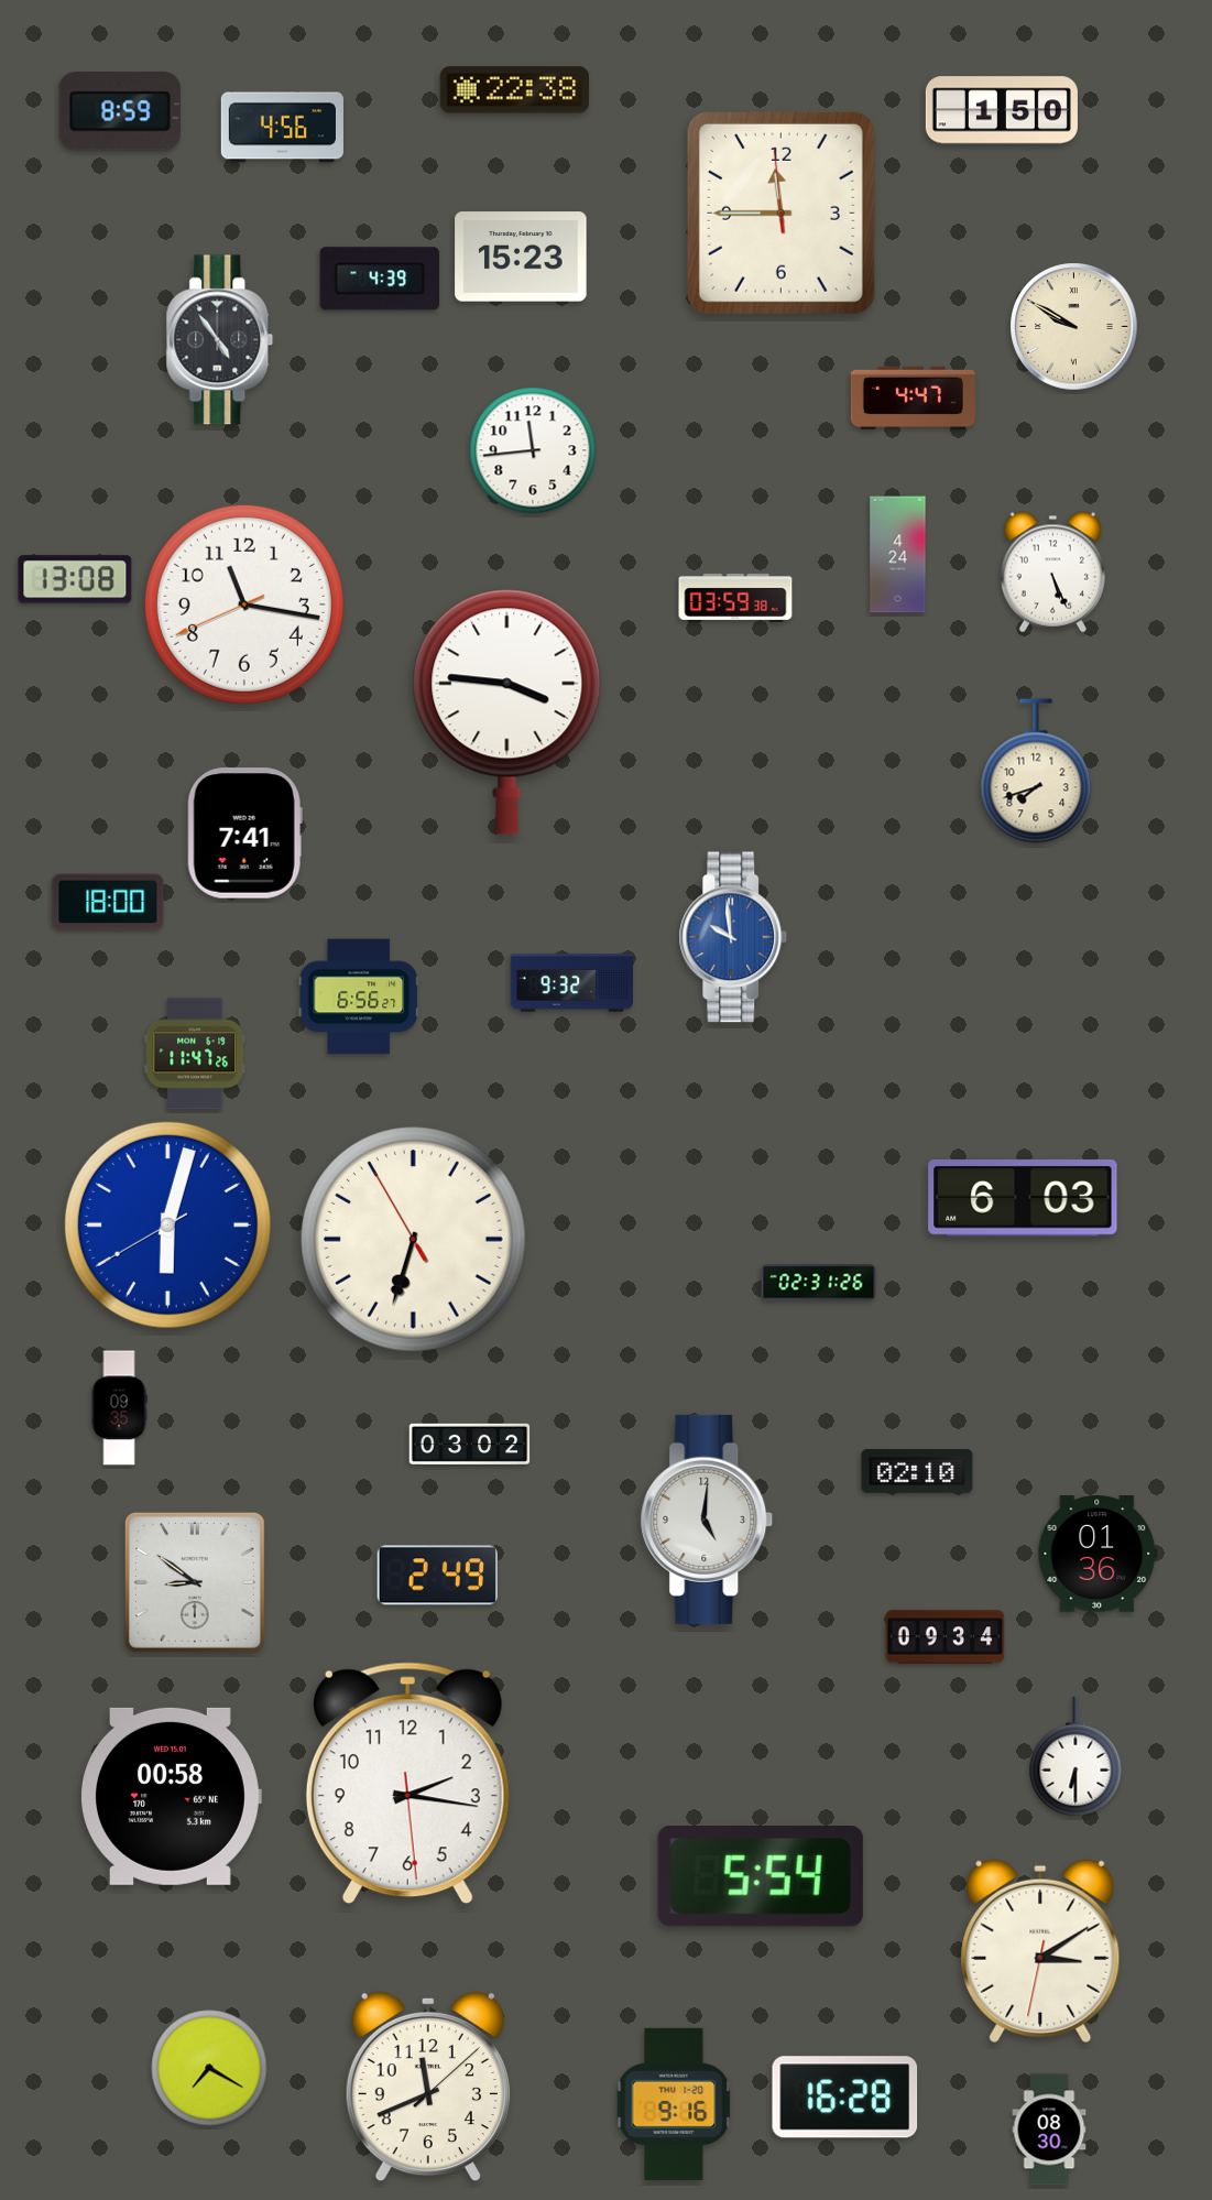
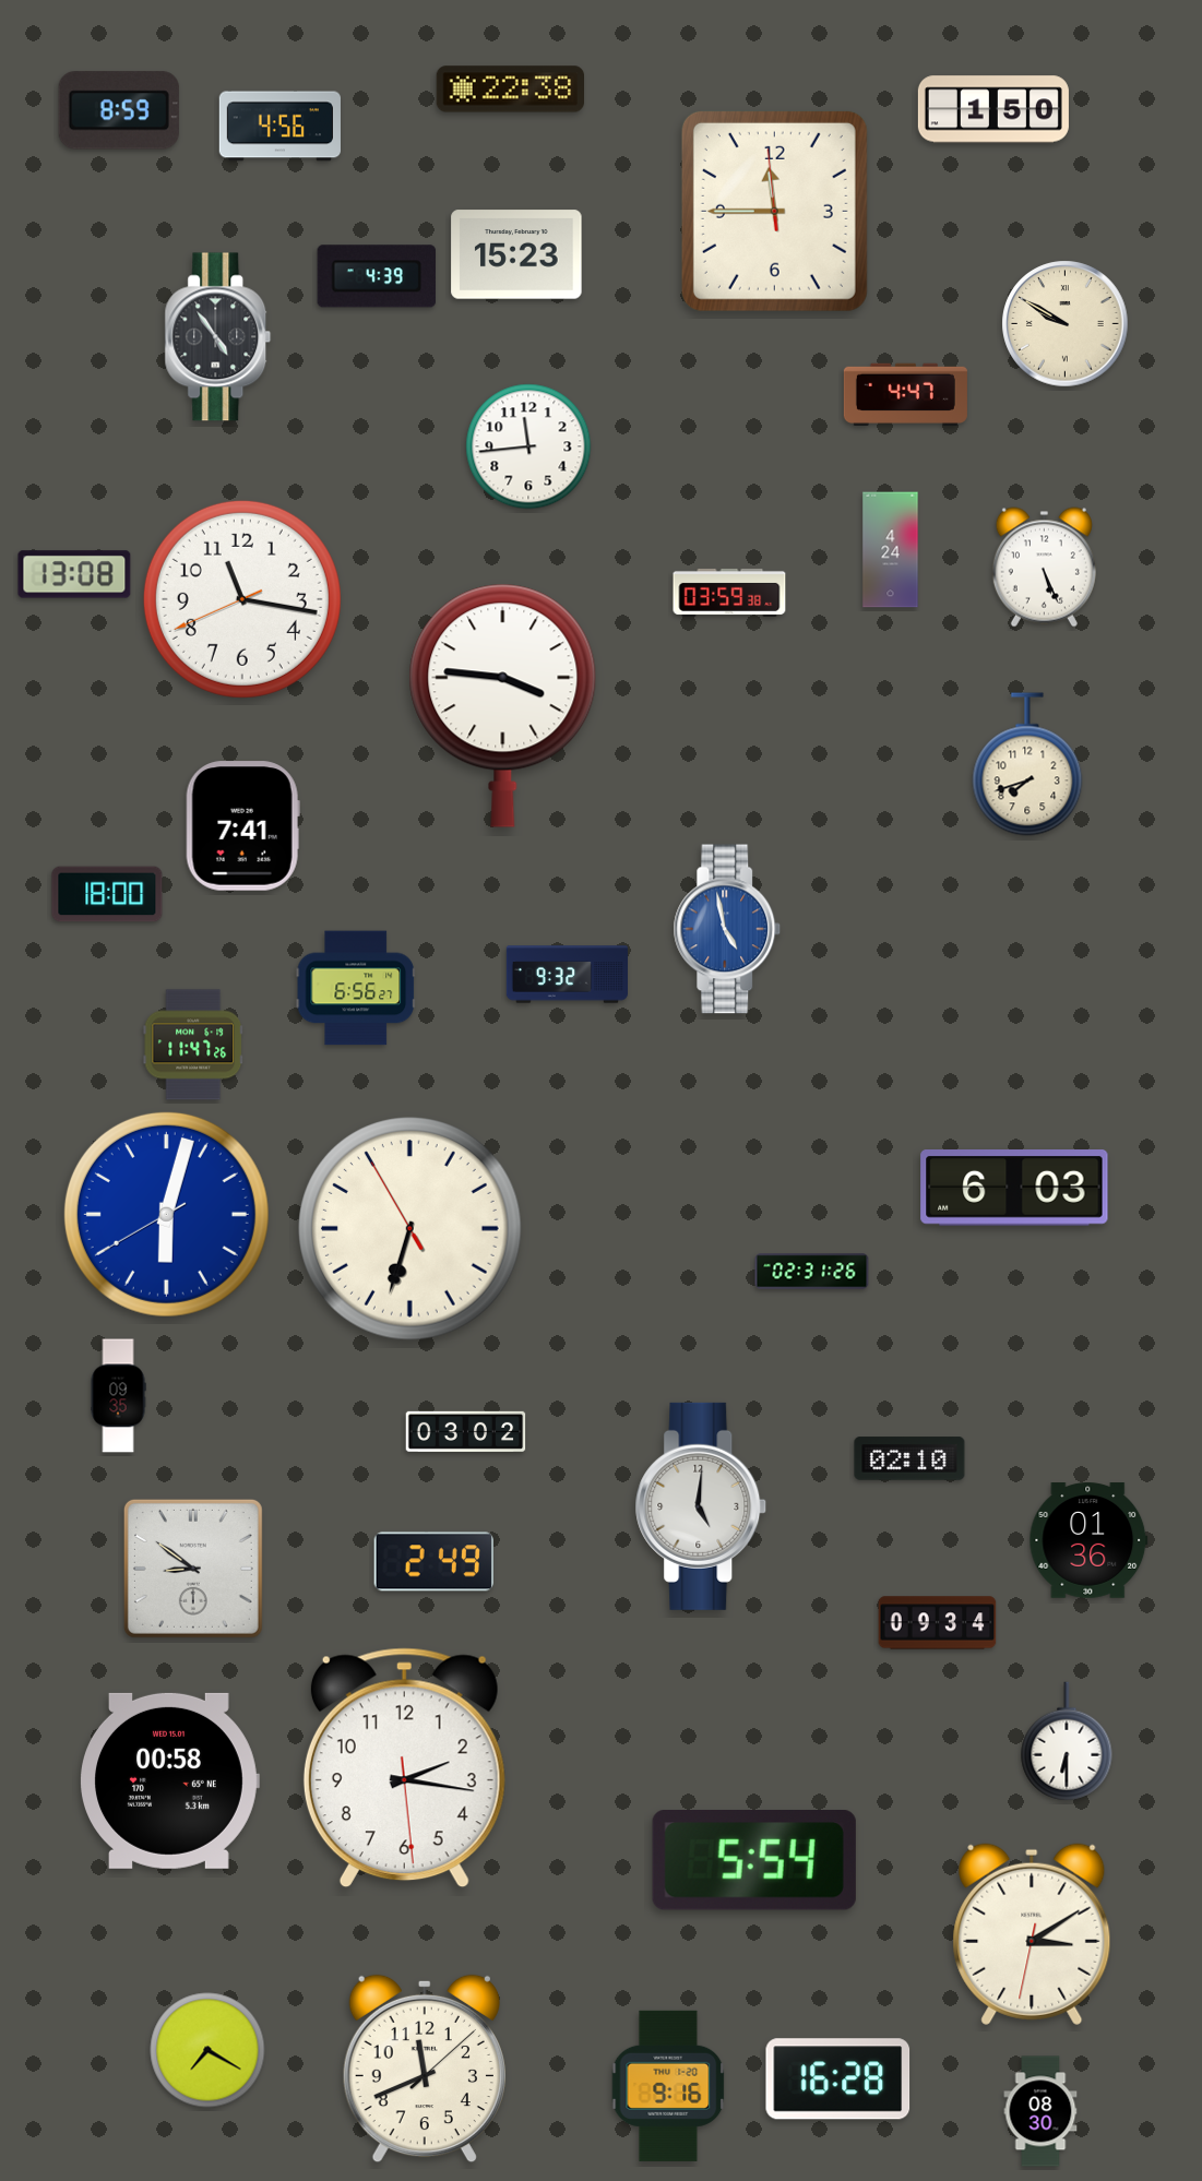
clock at (733, 937): 9:59 -> 4:58
